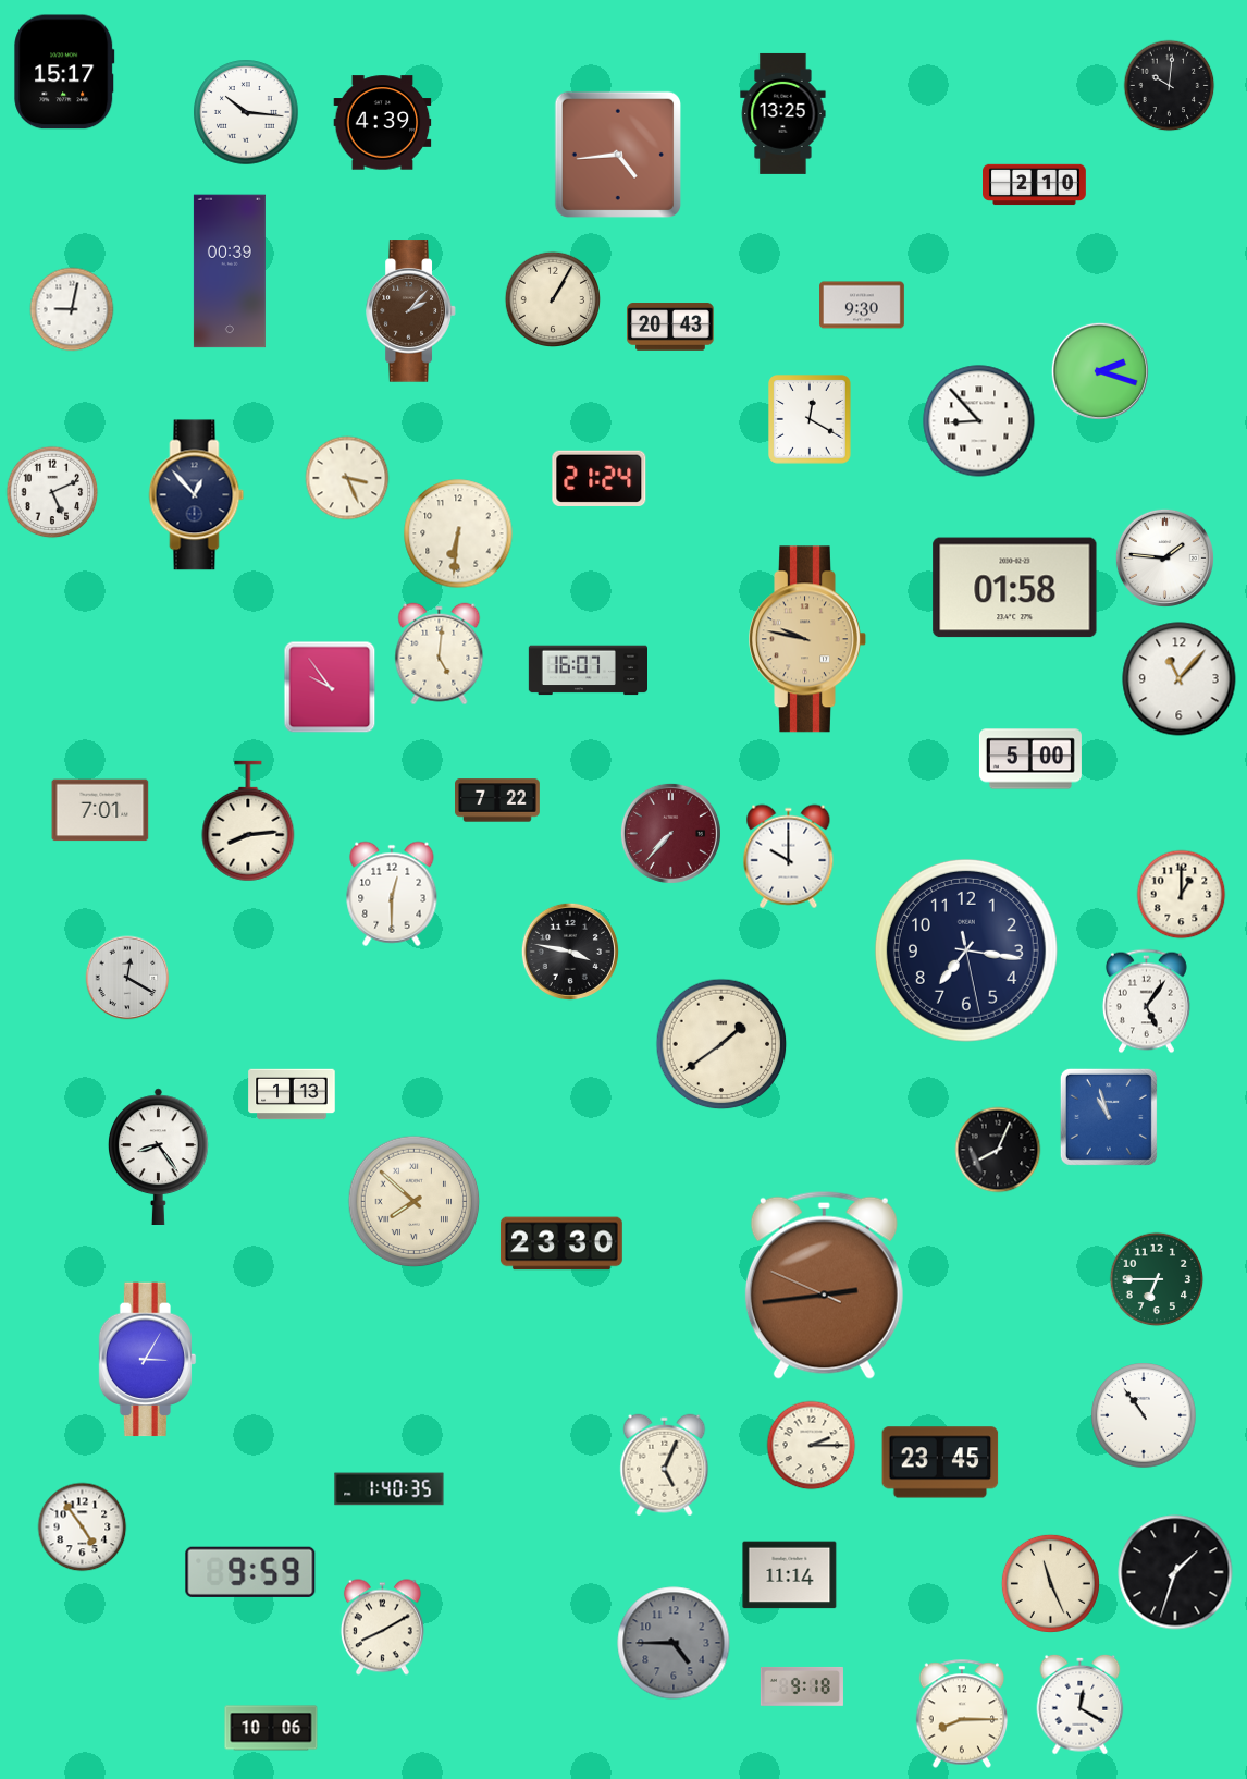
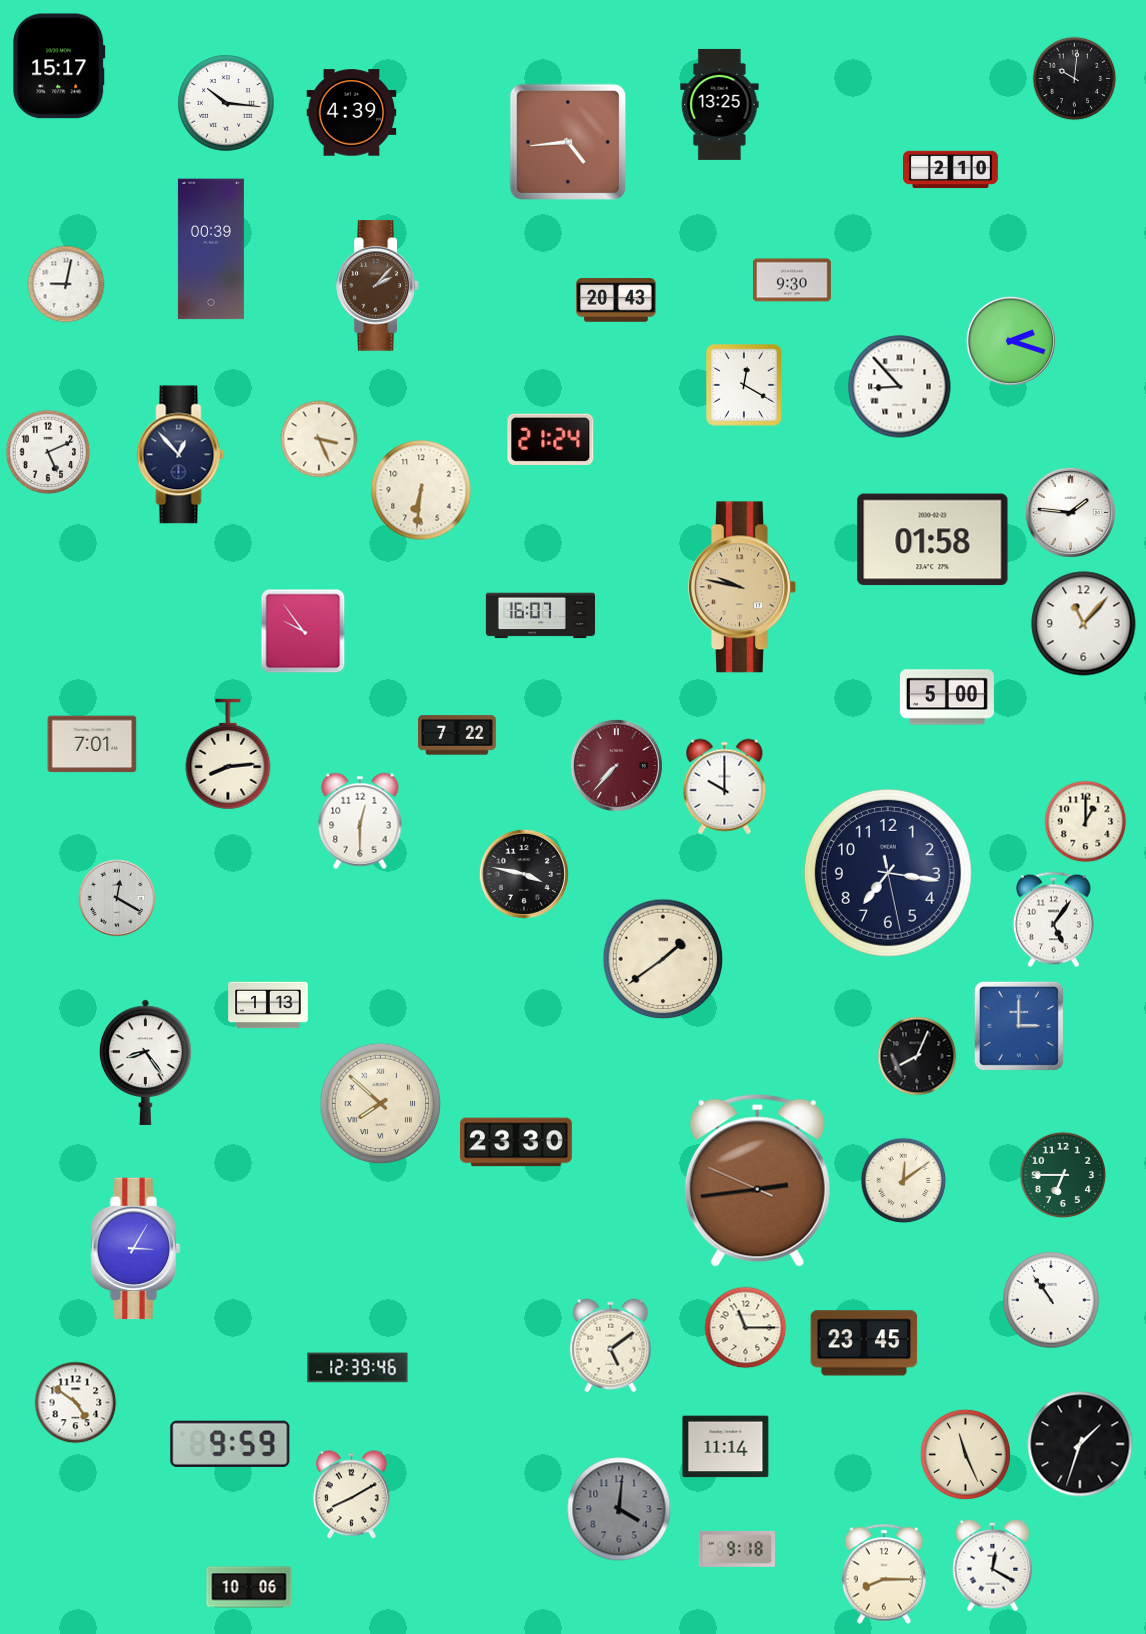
clock at (552, 298): 1:05 -> none
clock at (440, 654): 5:01 -> none
clock at (1109, 1117): 10:57 -> 3:00
clock at (904, 1181): none -> 12:09
clock at (812, 1446): 2:15 -> 11:15
clock at (665, 1465): 5:04 -> 5:09
clock at (390, 1489): 1:40 -> 12:39
clock at (83, 1528): 4:54 -> 4:51
clock at (674, 1643): 4:45 -> 4:01
